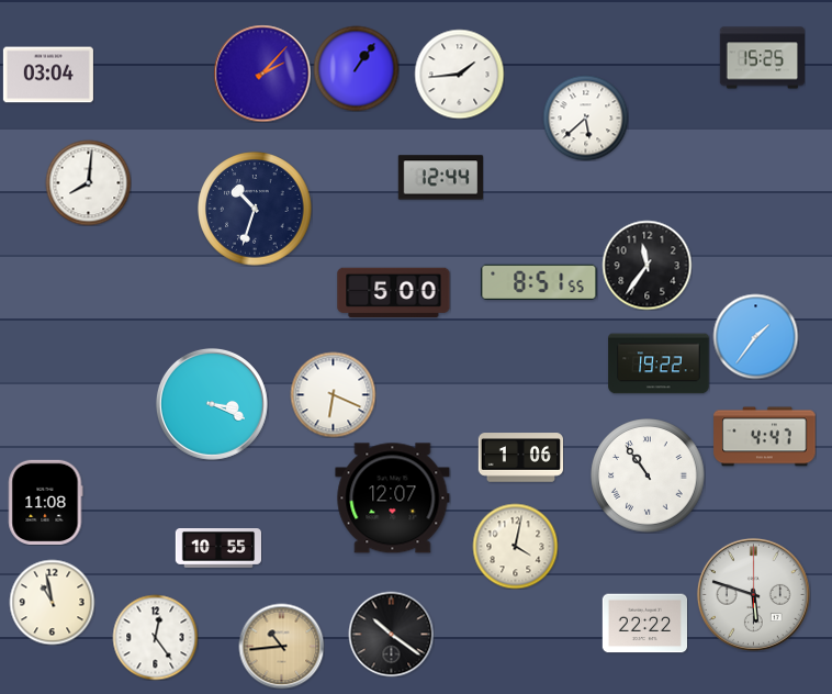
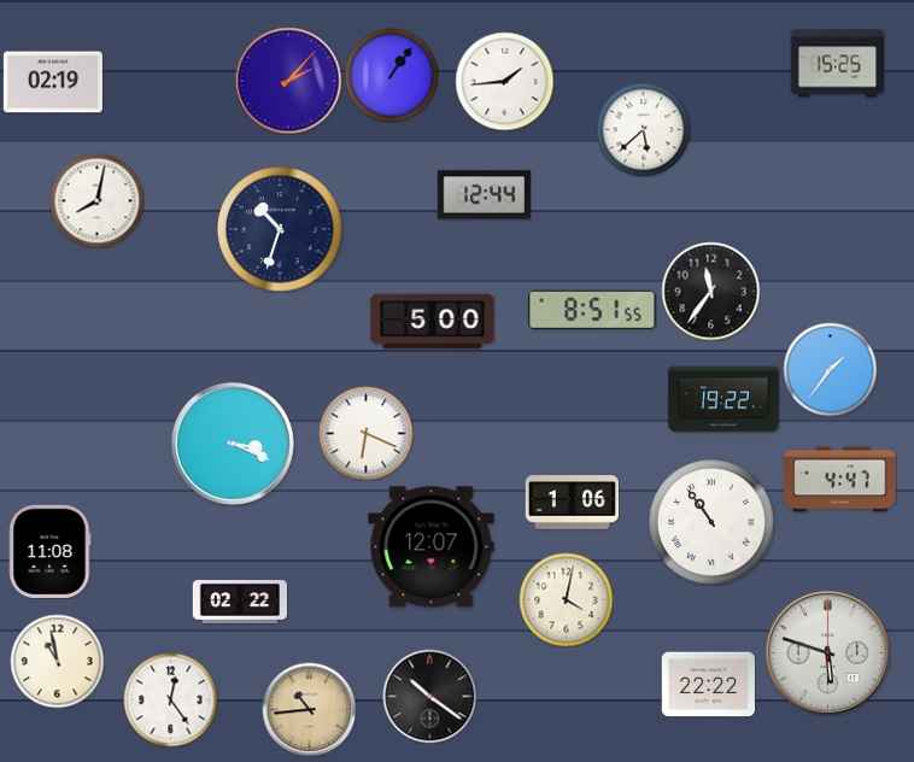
clock at (48, 75): 03:04 -> 02:19
clock at (88, 182): 8:01 -> 8:02
clock at (217, 549): 10:55 -> 02:22
